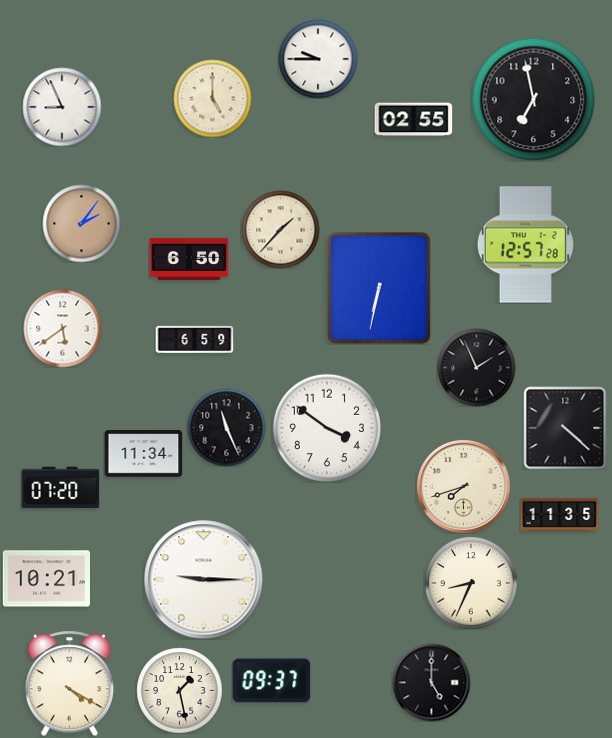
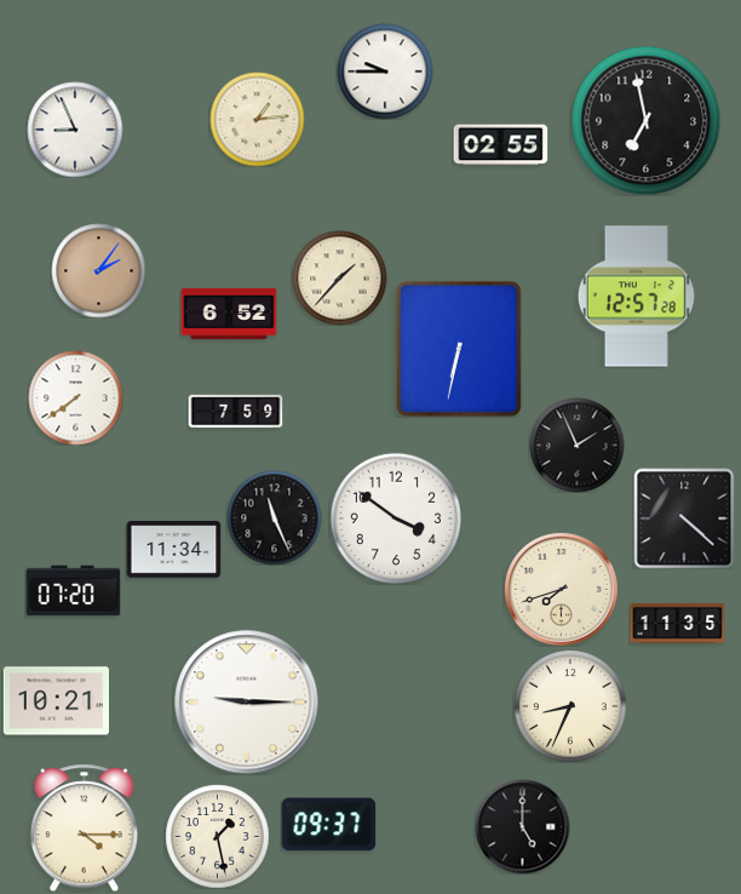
clock at (212, 98): 5:00 -> 1:14
clock at (189, 259): 6:50 -> 6:52
clock at (62, 328): 5:39 -> 7:39
clock at (194, 340): 6:59 -> 7:59
clock at (69, 683): 4:20 -> 4:15
